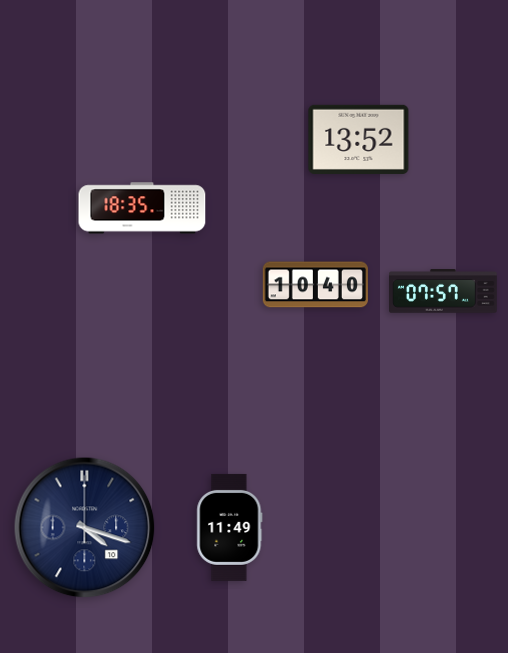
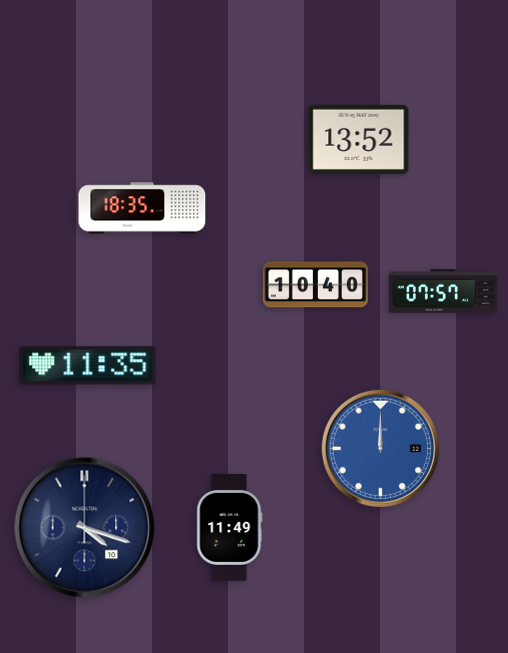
clock at (88, 366): none -> 11:35
clock at (380, 448): none -> 12:00
